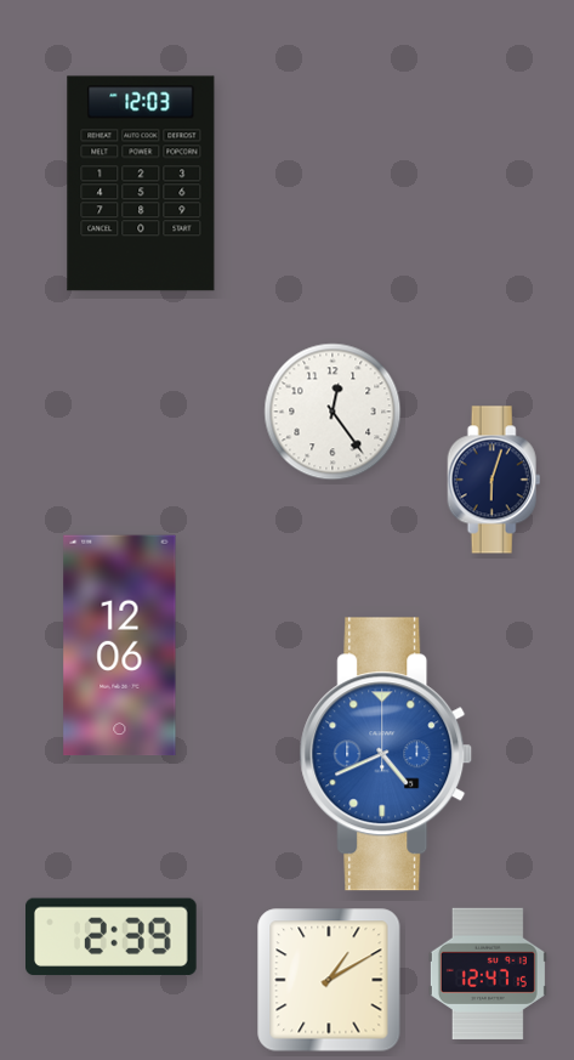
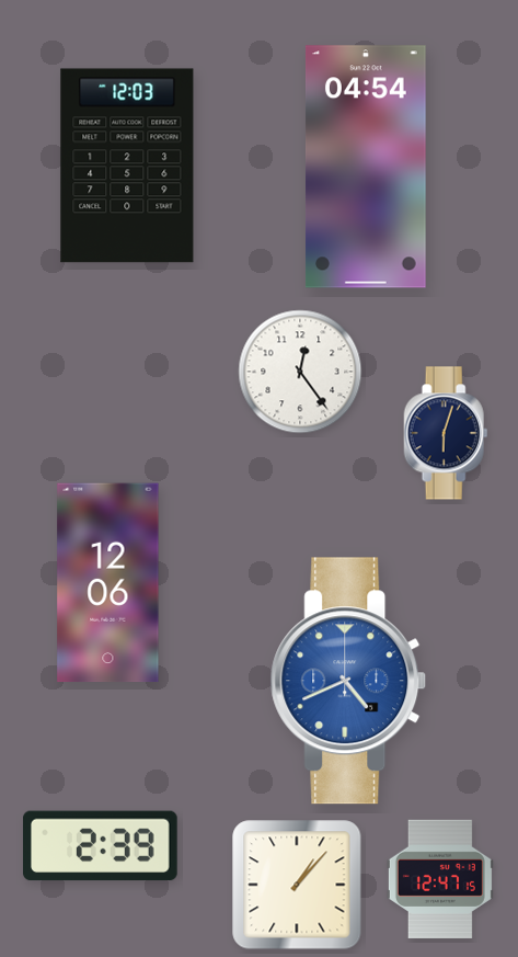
clock at (366, 167): none -> 04:54
clock at (329, 980): 1:10 -> 1:07
